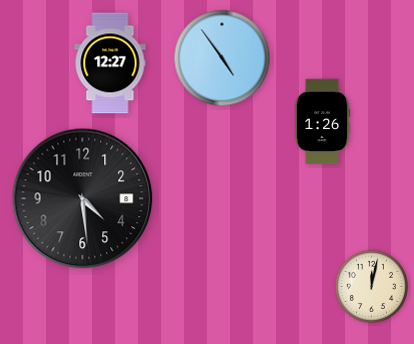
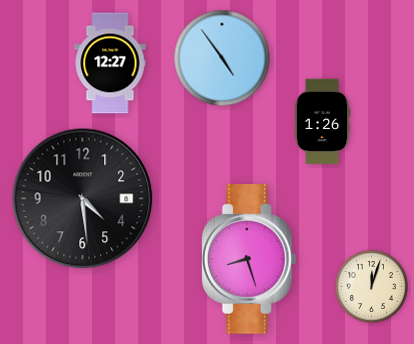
clock at (249, 259): none -> 8:27
clock at (371, 286): 12:02 -> 12:03
